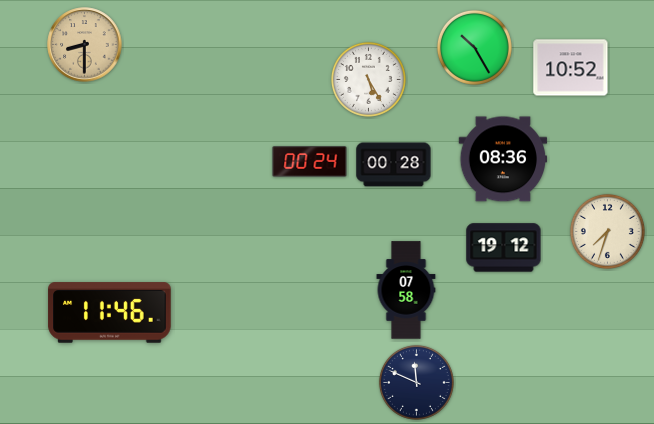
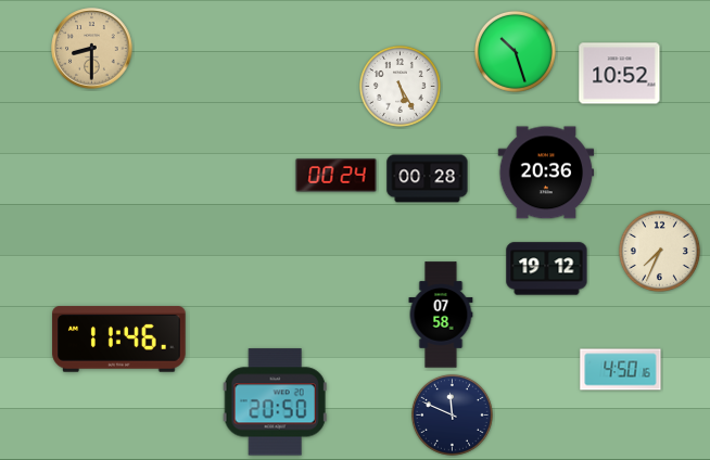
clock at (474, 47): 10:25 -> 10:27
clock at (503, 159): 08:36 -> 20:36
clock at (607, 231): 7:33 -> 7:34
clock at (621, 370): none -> 4:50
clock at (275, 403): none -> 20:50
